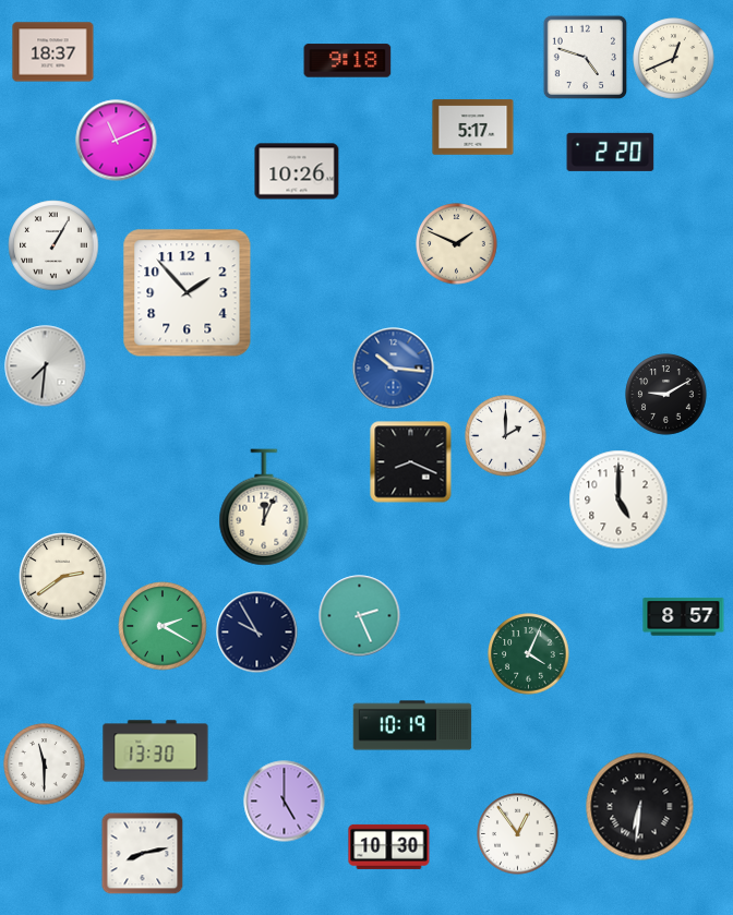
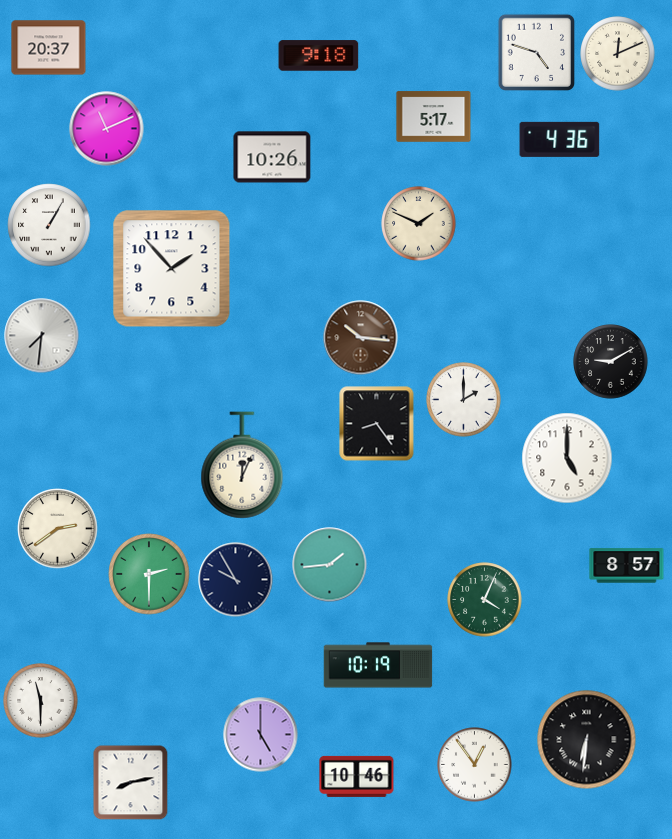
clock at (53, 52): 18:37 -> 20:37
clock at (674, 59): 12:41 -> 12:11
clock at (611, 152): 2:20 -> 4:36
clock at (394, 369) dial: blue -> brown
clock at (411, 462): 8:19 -> 8:24
clock at (360, 616): 2:26 -> 1:44
clock at (163, 626): 2:20 -> 2:30
clock at (156, 751): 13:30 -> none
clock at (389, 846): 10:30 -> 10:46
